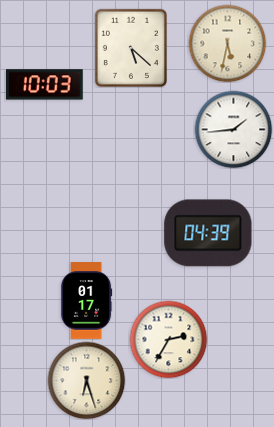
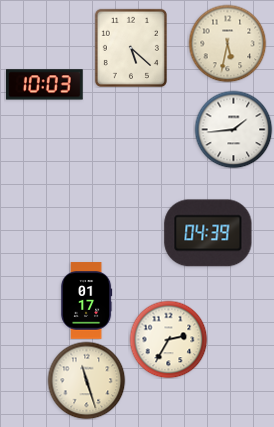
clock at (86, 380): 6:27 -> 11:27
